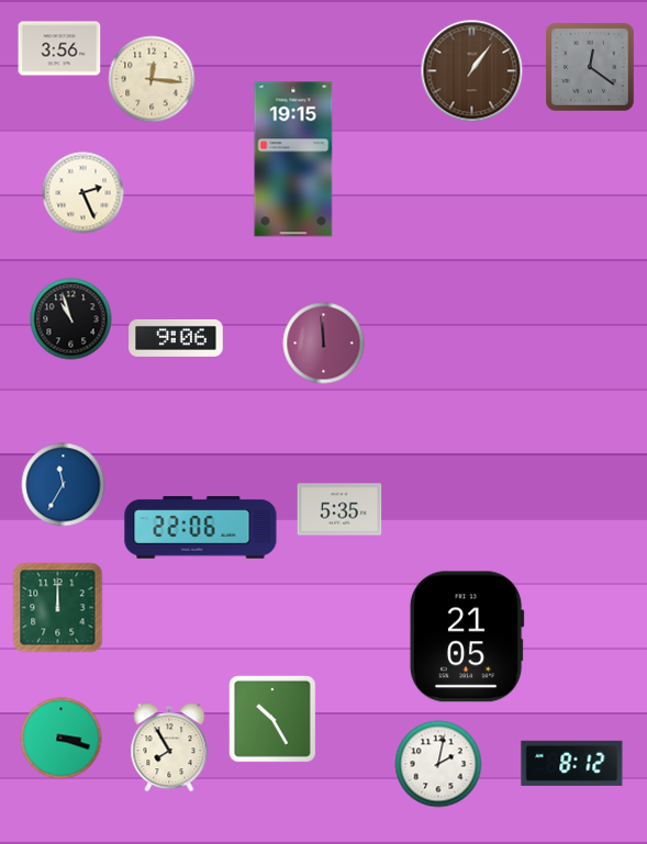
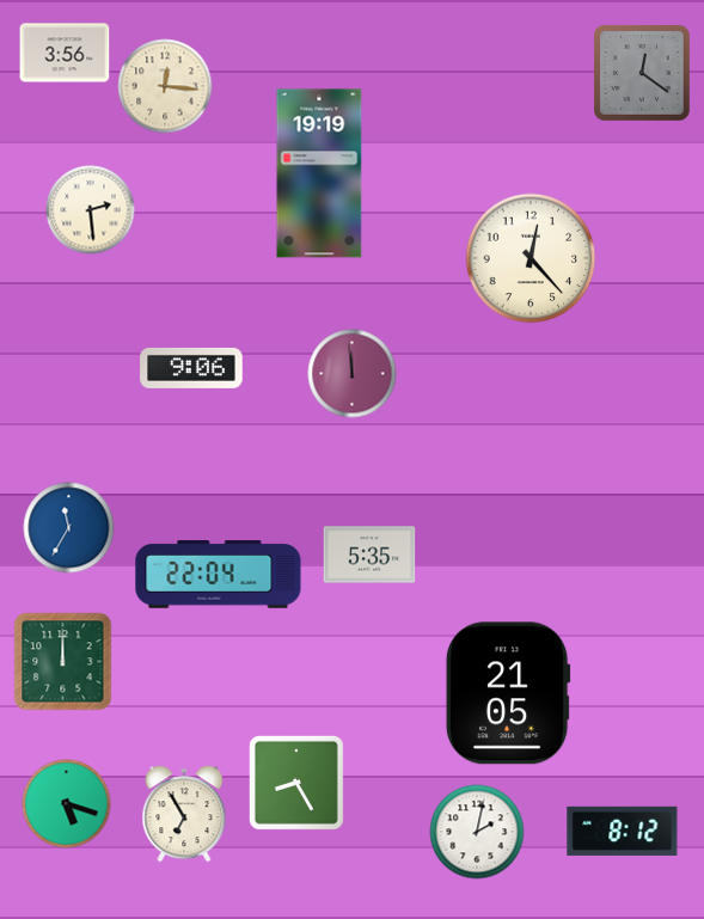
clock at (472, 71): 1:06 -> none
clock at (293, 159): 19:15 -> 19:19
clock at (83, 193): 2:26 -> 2:29
clock at (531, 258): none -> 12:23
clock at (71, 319): 10:57 -> none
clock at (201, 528): 22:06 -> 22:04
clock at (272, 719): 10:25 -> 8:25
clock at (62, 739): 3:18 -> 5:18
clock at (169, 747): 7:55 -> 6:55
